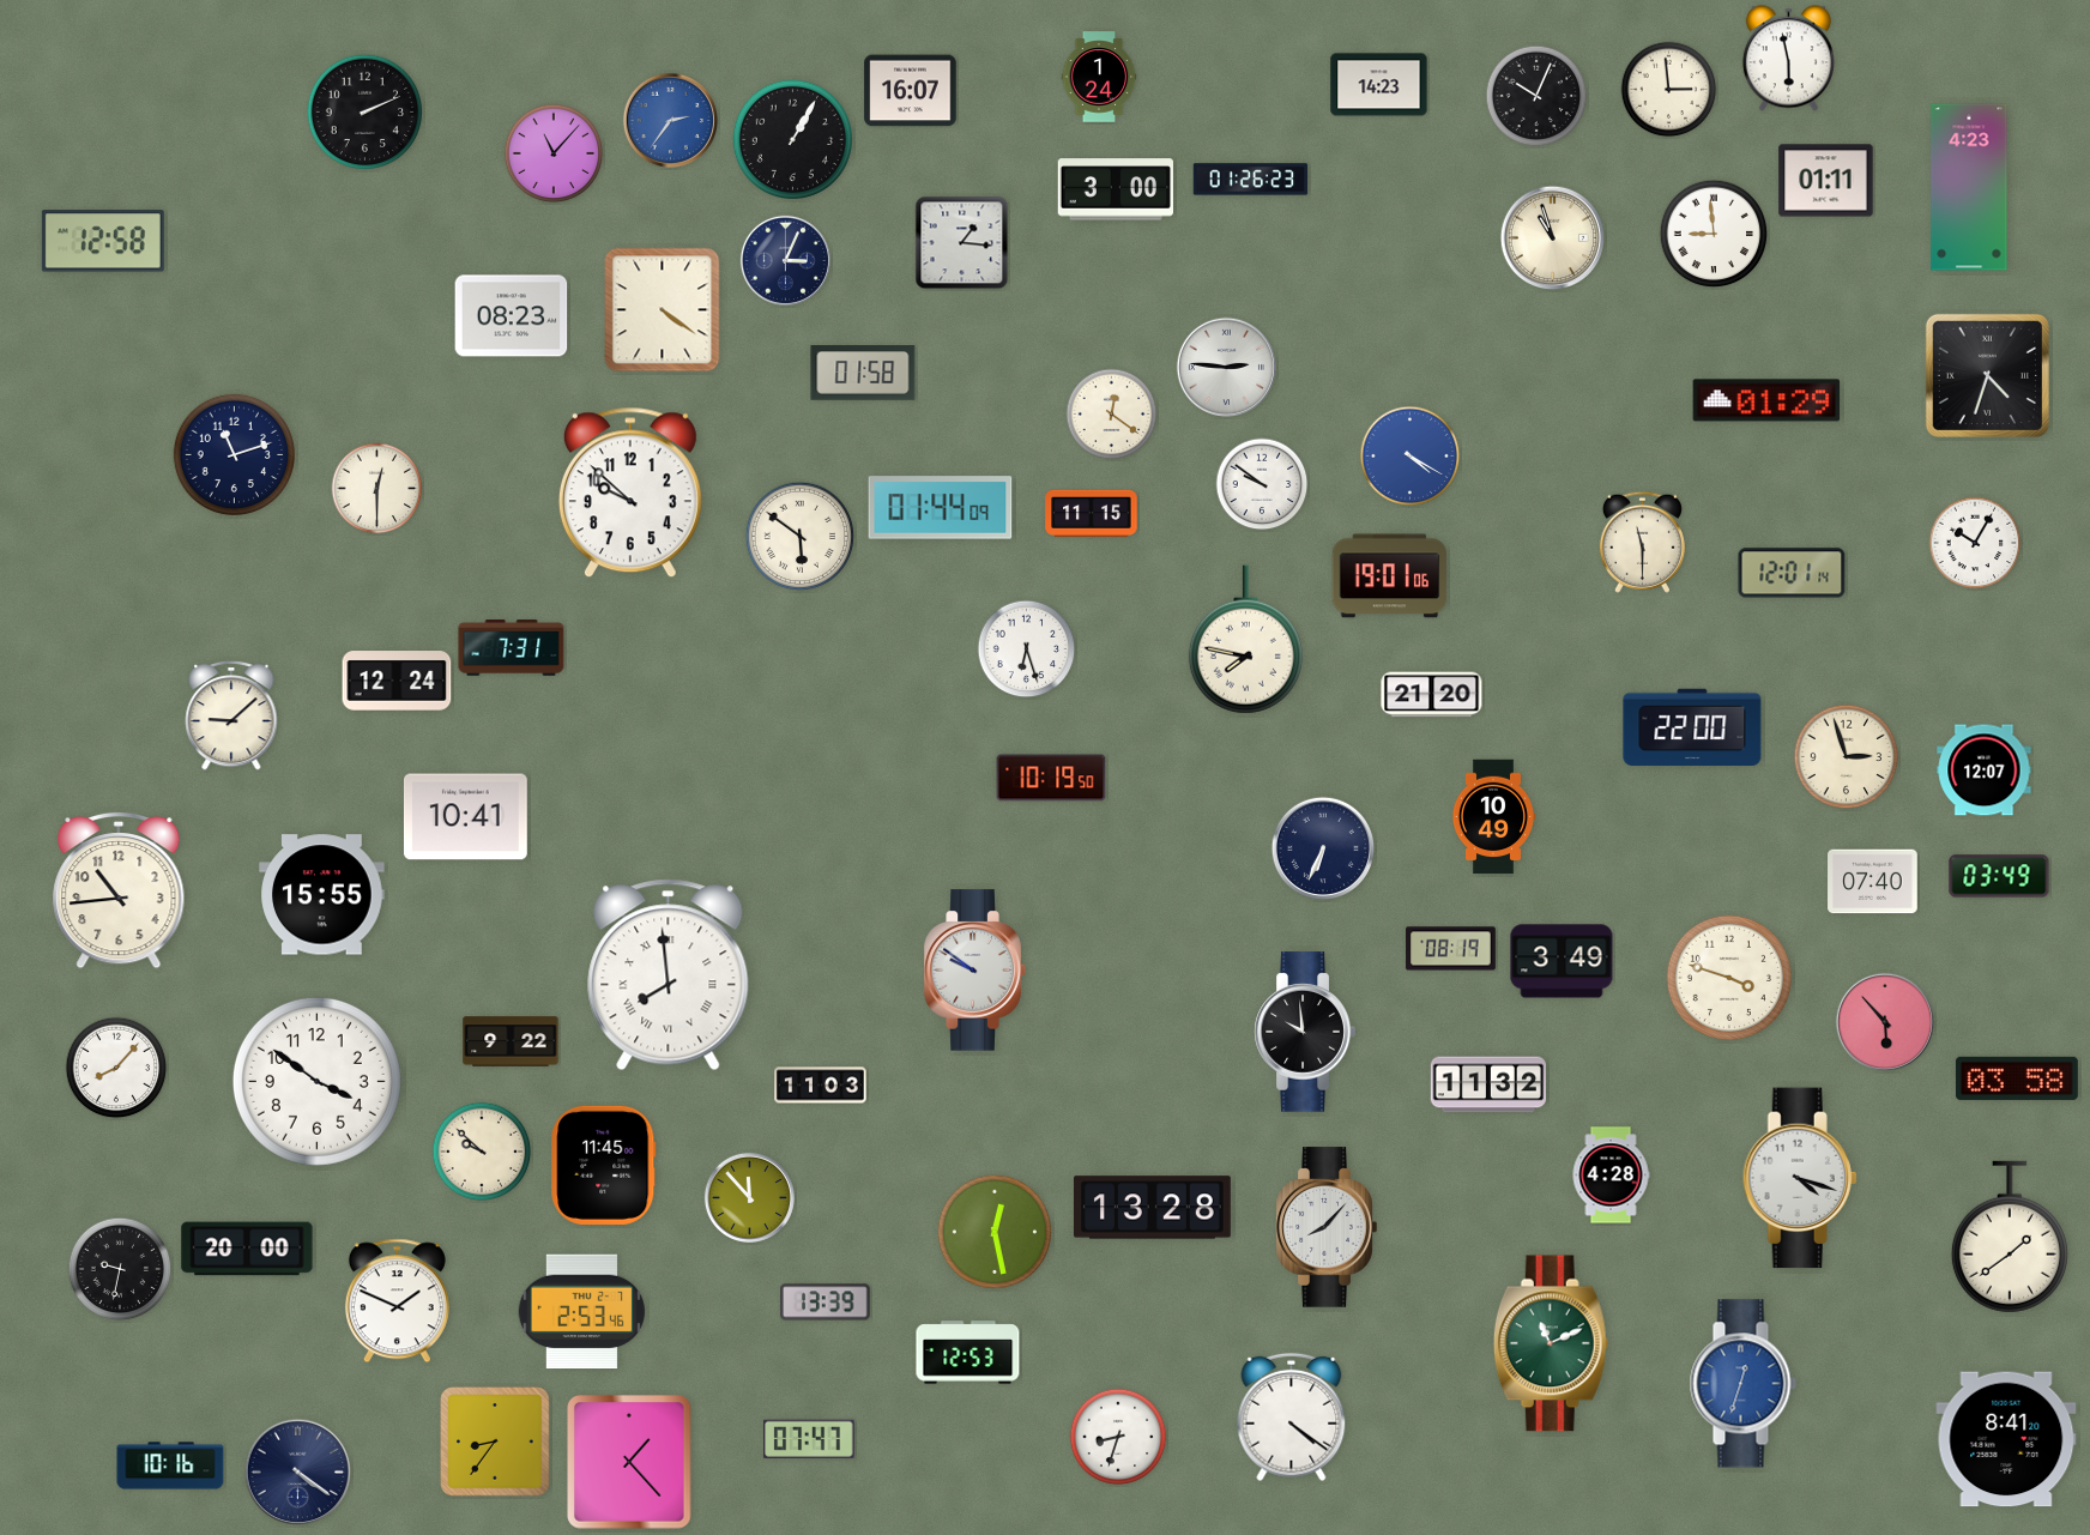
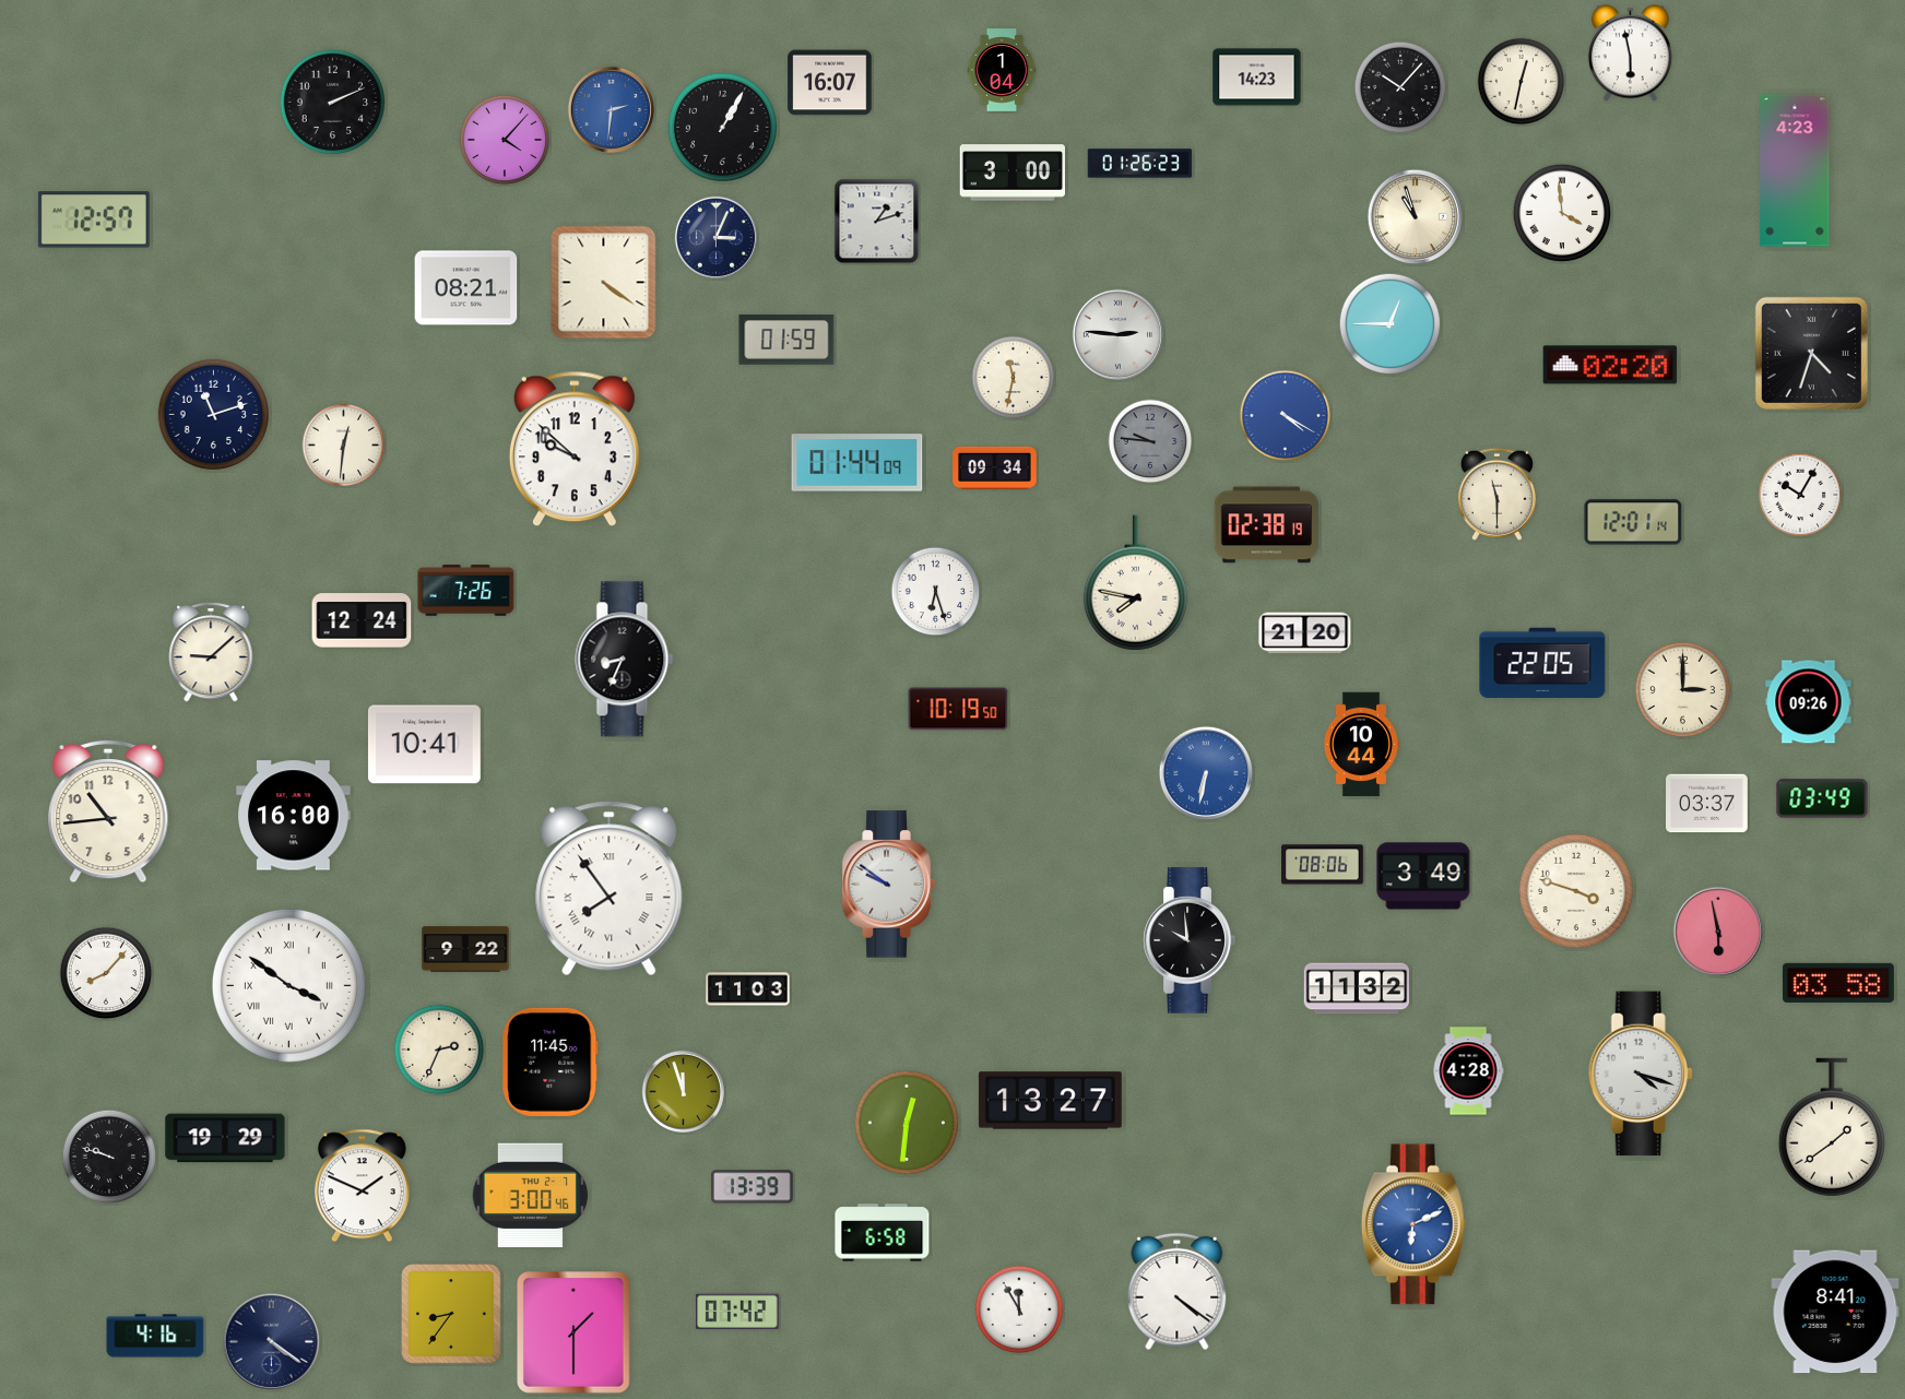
clock at (1099, 77): 1:24 -> 1:04
clock at (1669, 90): 2:59 -> 12:32
clock at (1536, 96): 10:04 -> 10:07
clock at (670, 120): 2:36 -> 2:31
clock at (554, 153): 11:07 -> 4:07
clock at (1826, 181): 01:11 -> none
clock at (1115, 189) position: (1115, 189) -> (1011, 173)
clock at (1714, 234): 8:59 -> 3:59
clock at (103, 241): 12:58 -> 12:57
clock at (962, 243): 1:16 -> 1:12
clock at (512, 316): 08:23 -> 08:21
clock at (1391, 324): none -> 12:45
clock at (863, 373): 01:58 -> 01:59
clock at (1987, 375) position: (1987, 375) -> (1811, 353)
clock at (1766, 400): 01:29 -> 02:20
clock at (1112, 415): 12:21 -> 11:32
clock at (1262, 484): 9:51 -> 9:46
clock at (1262, 484) dial: white -> grey
clock at (377, 489): 12:30 -> 12:31
clock at (1092, 513): 11:15 -> 09:34
clock at (801, 537): 5:51 -> none
clock at (1390, 576): 19:01 -> 02:38
clock at (512, 648): 7:31 -> 7:26
clock at (625, 660): none -> 8:34
clock at (1692, 726): 22:00 -> 22:05
clock at (1847, 757): 2:57 -> 3:00
clock at (1985, 770): 12:07 -> 09:26
clock at (1493, 817): 10:49 -> 10:44
clock at (1323, 848): 6:34 -> 6:32
clock at (1323, 848) dial: navy -> blue
clock at (1873, 882): 07:40 -> 03:37
clock at (322, 895): 15:55 -> 16:00
clock at (1451, 949): 08:19 -> 08:06
clock at (669, 975): 7:59 -> 7:54
clock at (1884, 1021): 5:53 -> 5:58
clock at (316, 1081) numerals: Arabic -> Roman
clock at (482, 1152): 9:52 -> 2:34
clock at (749, 1197): 11:53 -> 11:57
clock at (1152, 1208): 13:28 -> 13:27
clock at (1327, 1227): 8:07 -> none
clock at (995, 1232): 12:28 -> 12:31
clock at (247, 1249): 20:00 -> 19:29
clock at (120, 1269): 9:32 -> 9:48
clock at (581, 1312): 2:53 -> 3:00
clock at (1551, 1343): 11:11 -> 6:11
clock at (1551, 1343) dial: green -> blue
clock at (968, 1353): 12:53 -> 6:58
clock at (1742, 1384): 12:33 -> none
clock at (1118, 1437): 8:33 -> 11:55
clock at (810, 1439): 07:47 -> 07:42
clock at (2006, 1439) position: (2006, 1439) -> (1835, 1312)
clock at (629, 1462): 1:23 -> 1:30
clock at (170, 1465): 10:16 -> 4:16
